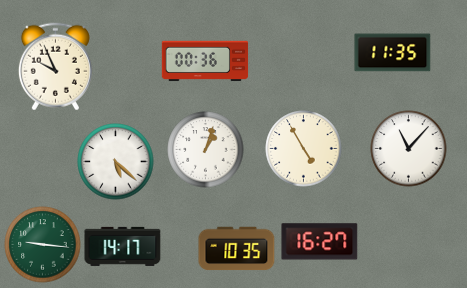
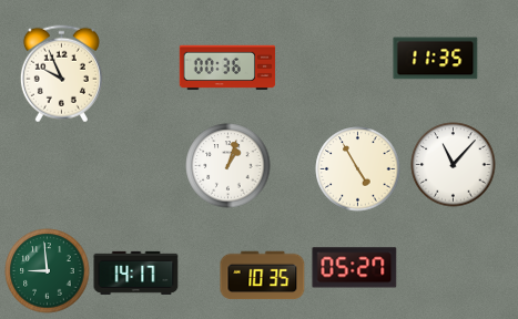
clock at (304, 149) position: (304, 149) -> (358, 169)
clock at (116, 162): 5:22 -> none
clock at (320, 242): 16:27 -> 05:27
clock at (43, 245): 9:16 -> 8:59
